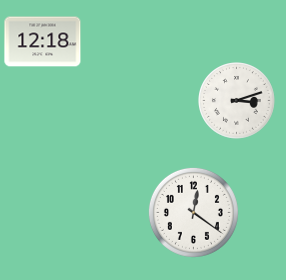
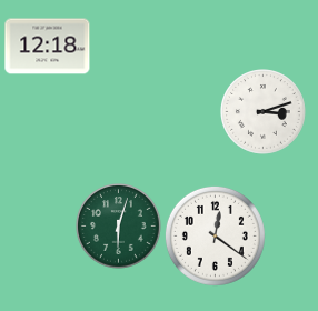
clock at (119, 227): none -> 6:03
